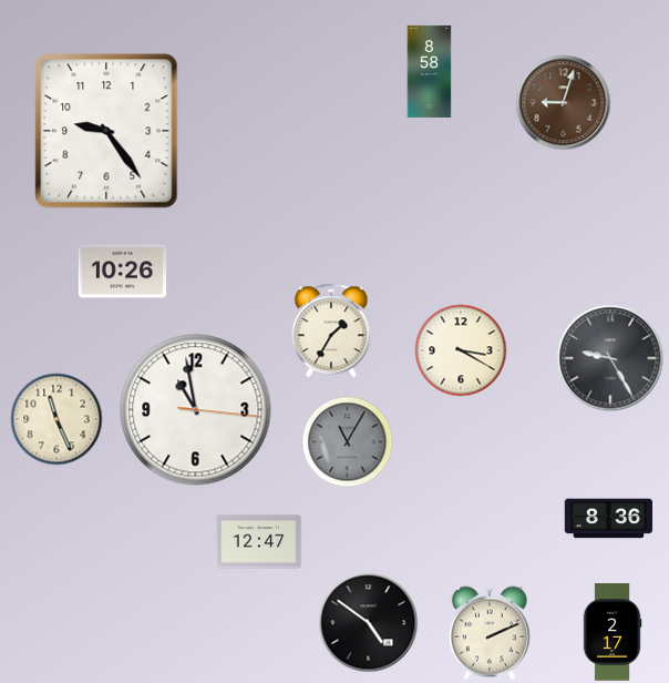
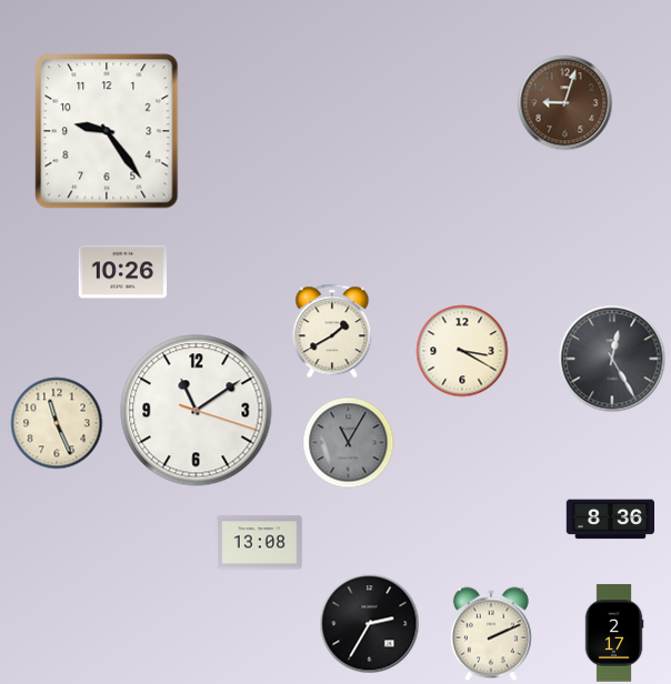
clock at (430, 71): 8:58 -> none
clock at (331, 330): 1:35 -> 1:40
clock at (610, 358): 9:25 -> 12:25
clock at (196, 410): 10:58 -> 11:09
clock at (56, 419) position: (56, 419) -> (57, 423)
clock at (259, 542): 12:47 -> 13:08
clock at (369, 623): 4:51 -> 2:35
